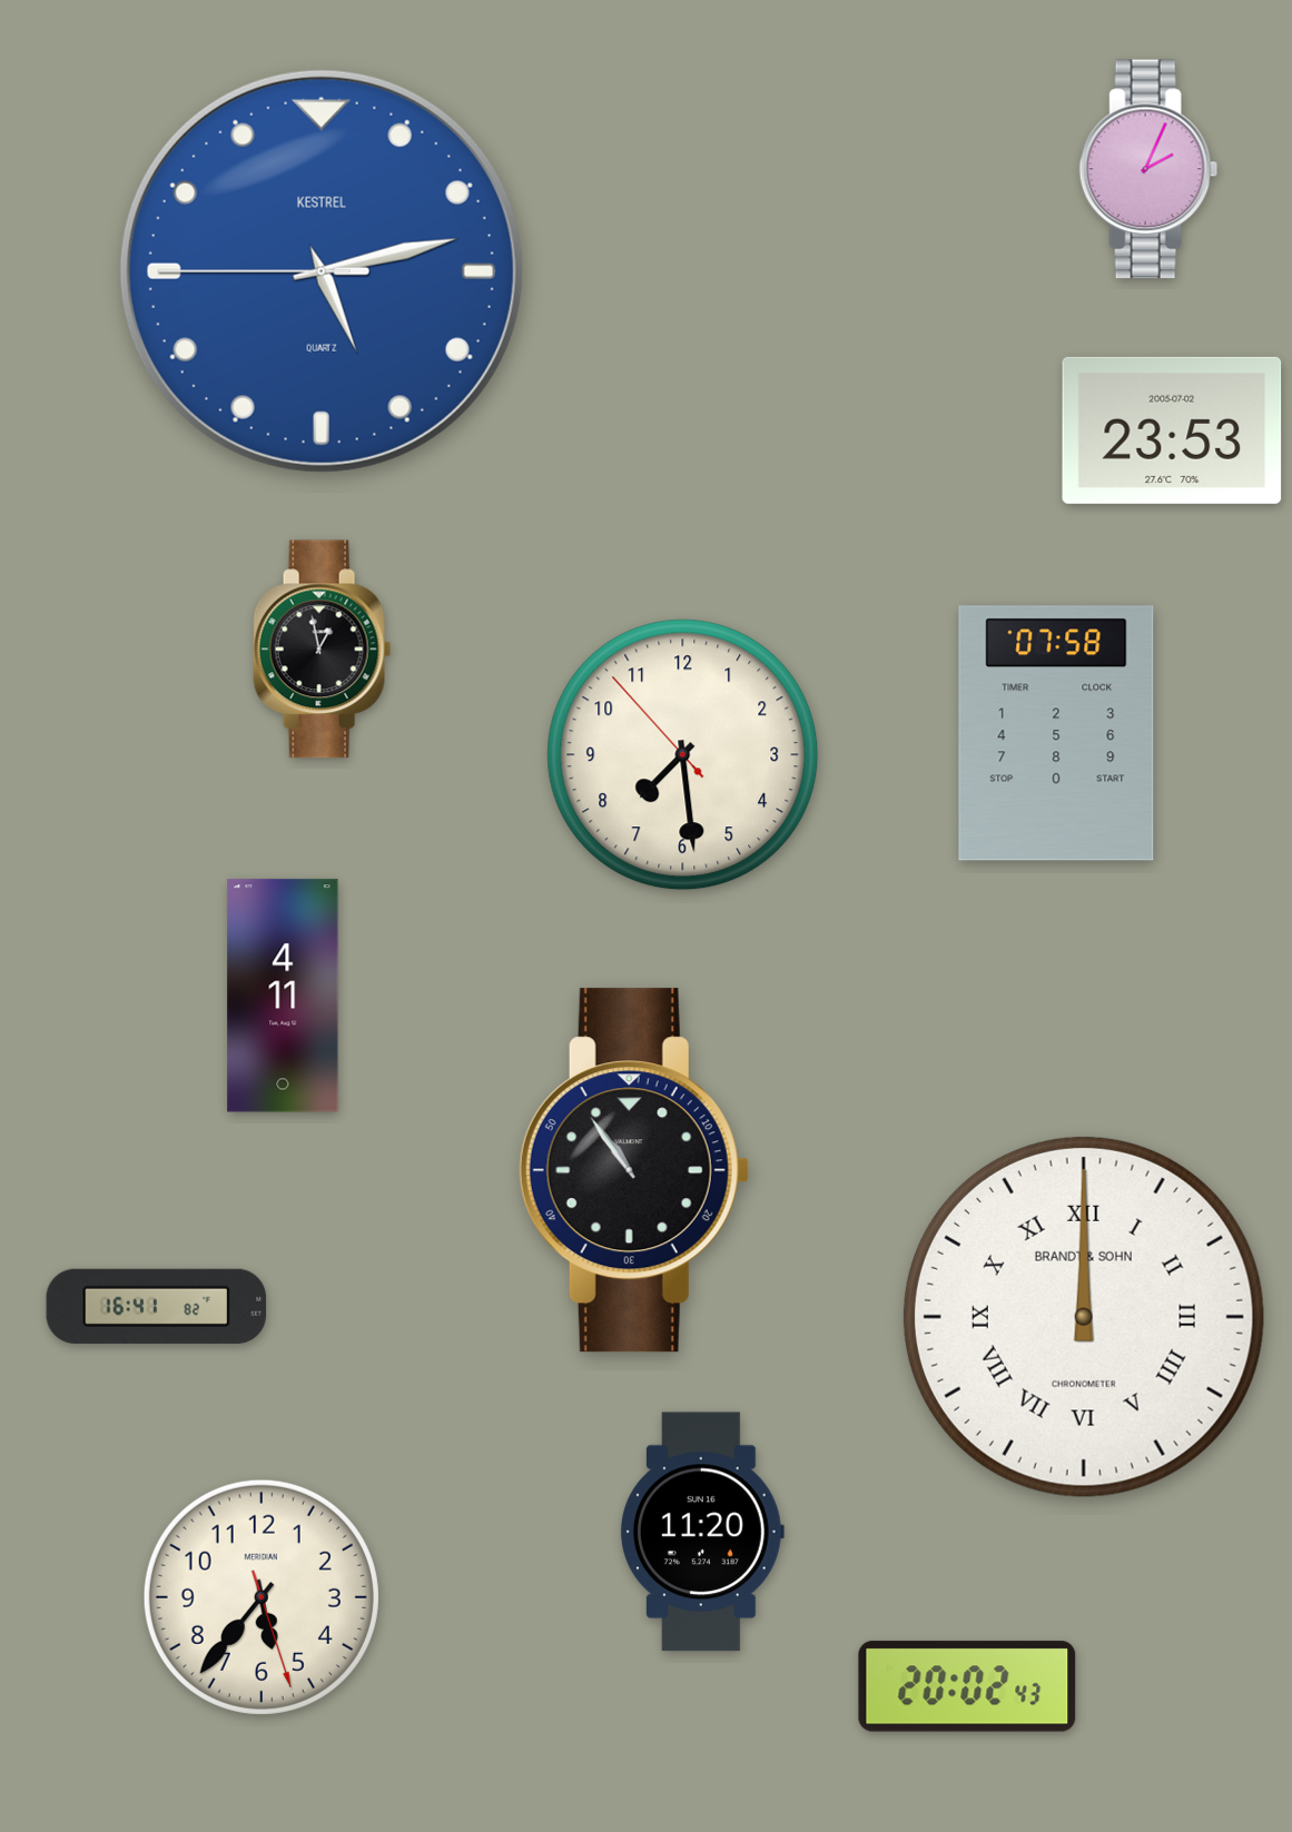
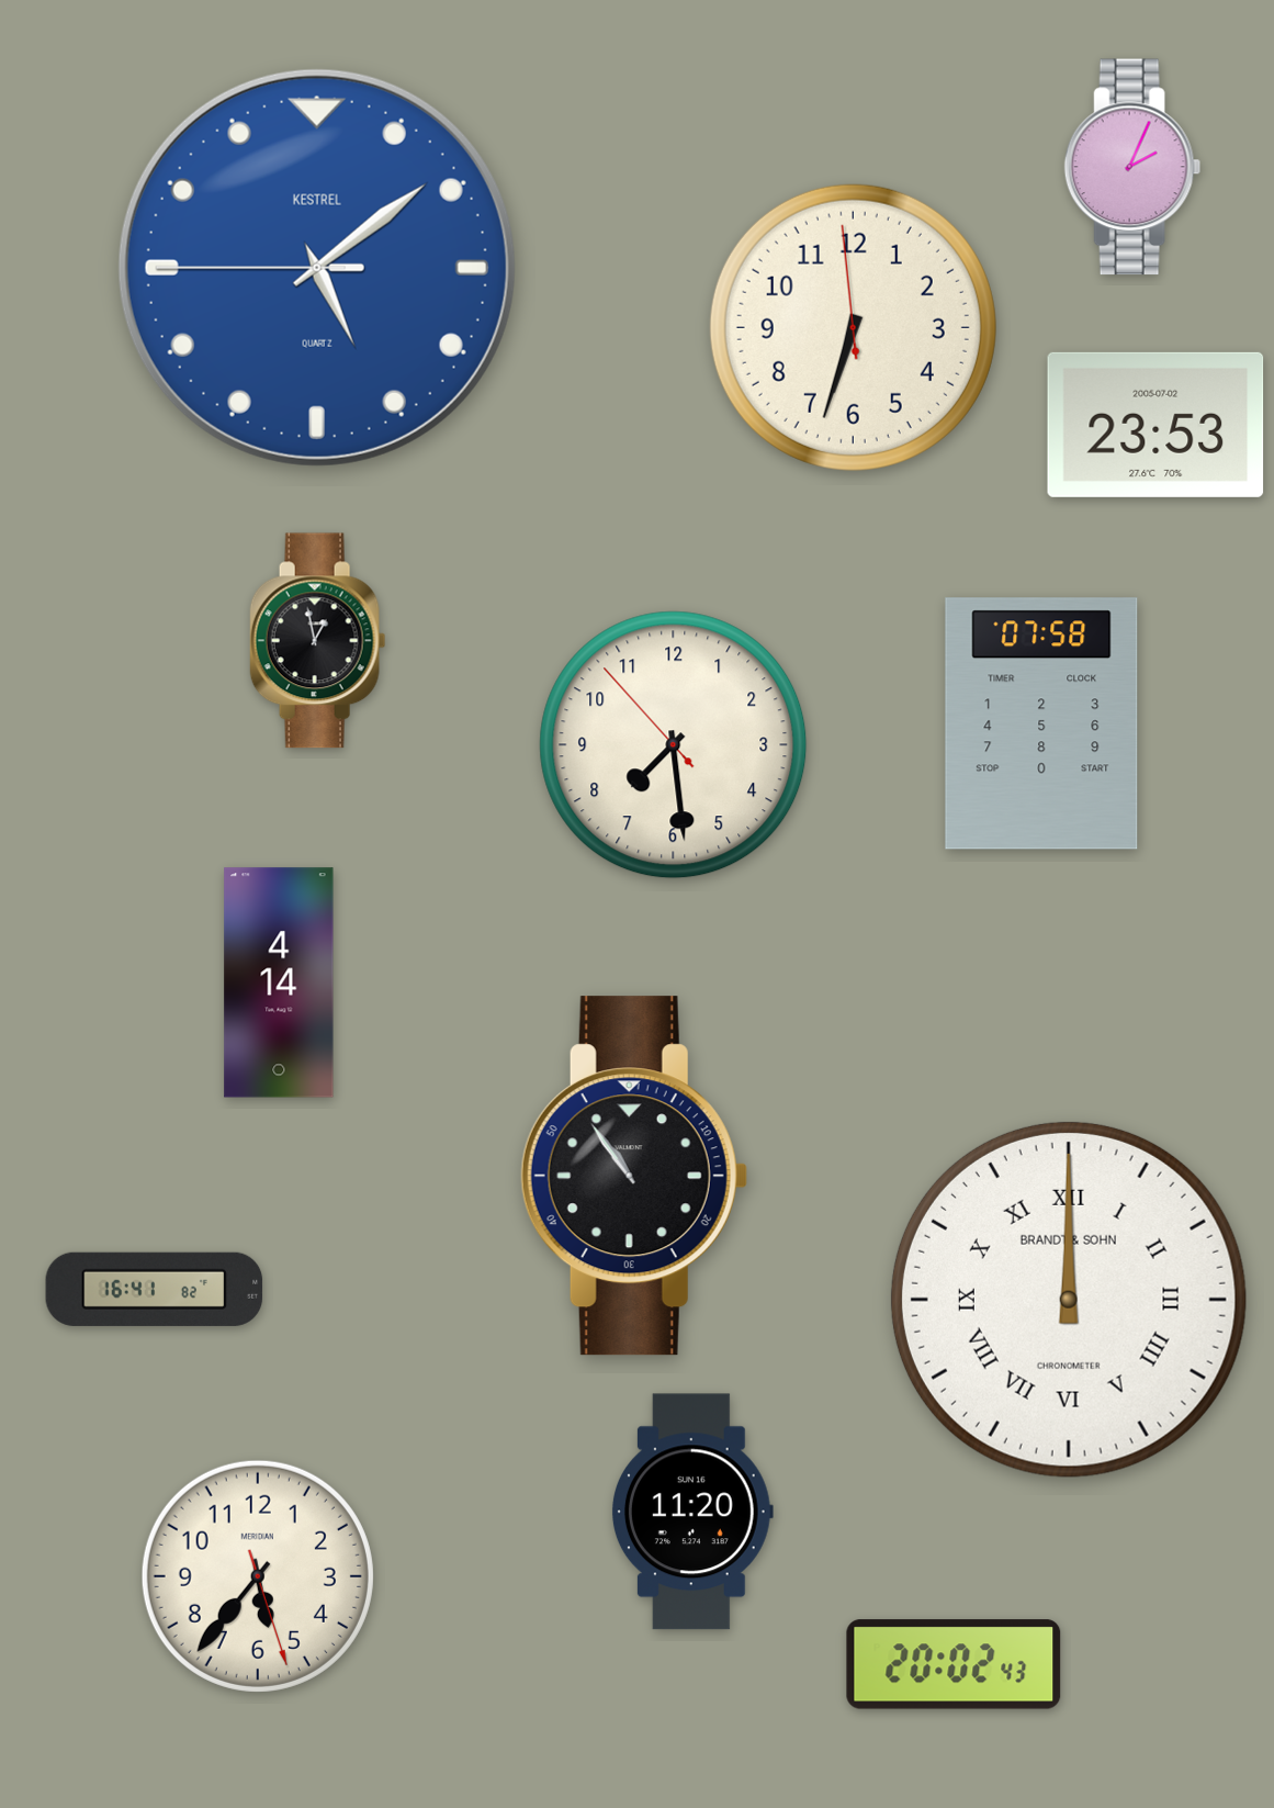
clock at (322, 271): 5:12 -> 5:08
clock at (853, 327): none -> 6:32
clock at (283, 996): 4:11 -> 4:14
clock at (634, 1170) position: (634, 1170) -> (634, 1176)
